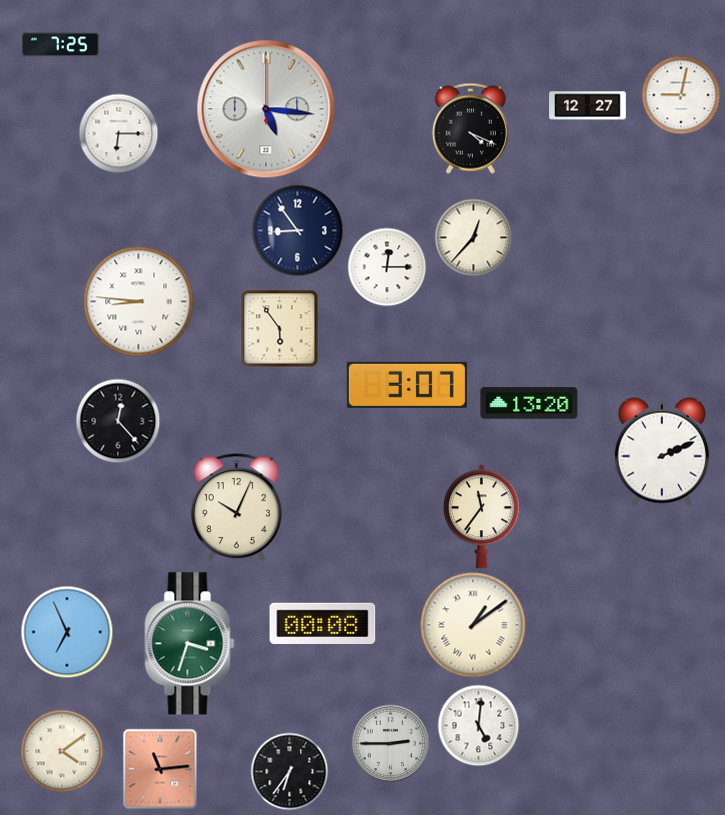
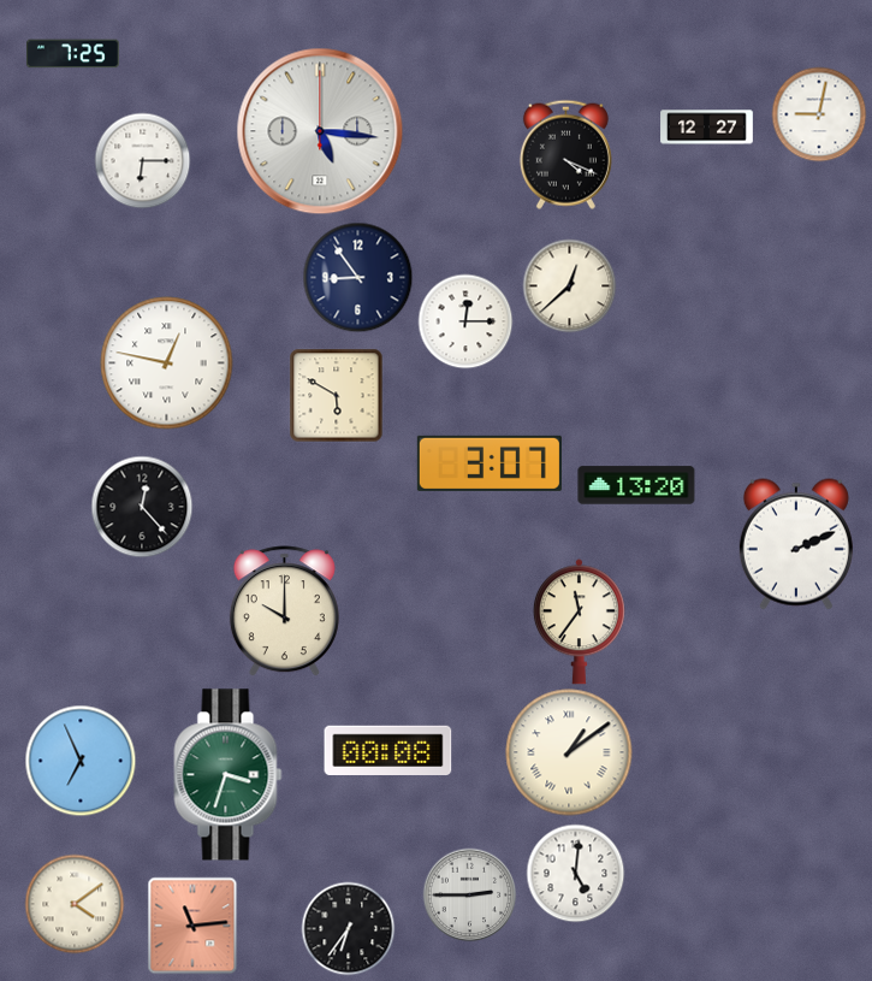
clock at (473, 237): 12:37 -> 12:38
clock at (139, 302): 8:46 -> 12:47
clock at (279, 328): 5:54 -> 5:50
clock at (236, 508): 10:04 -> 10:00
